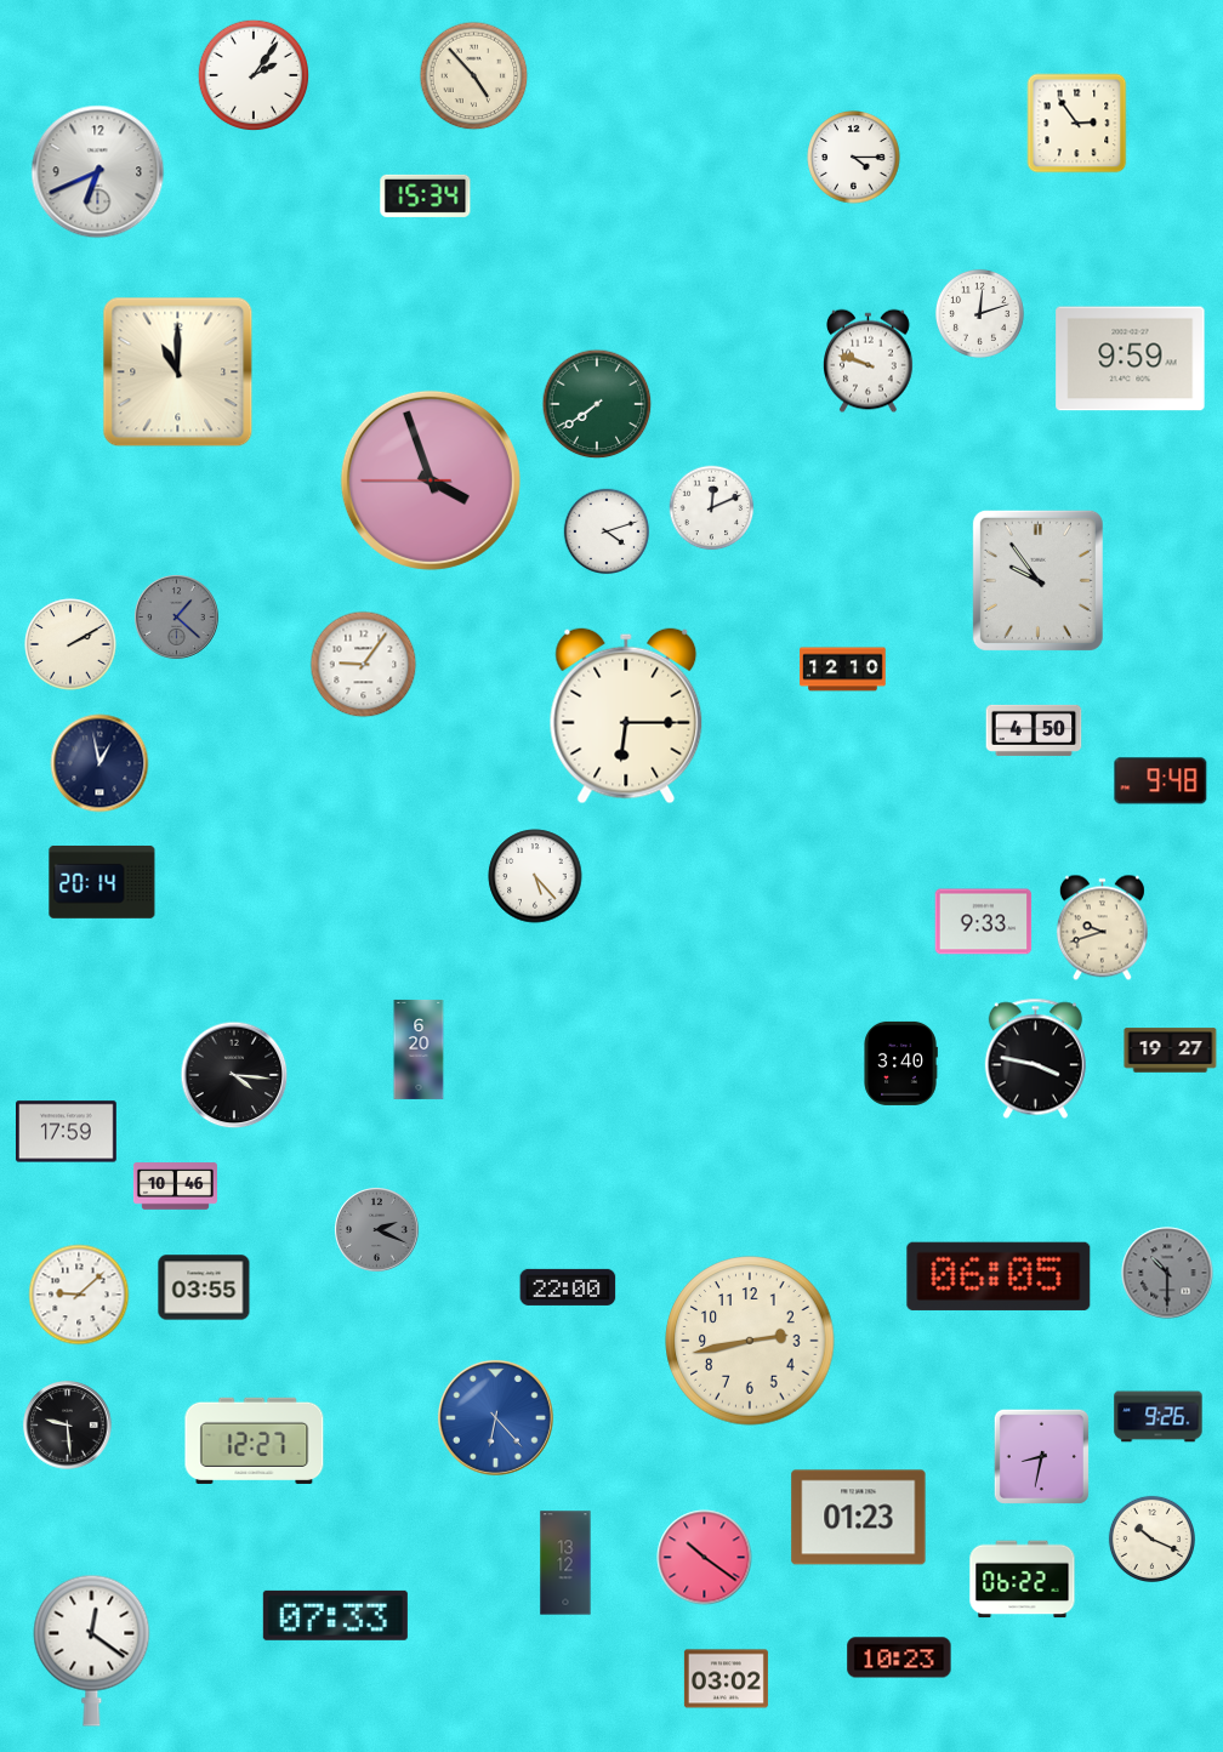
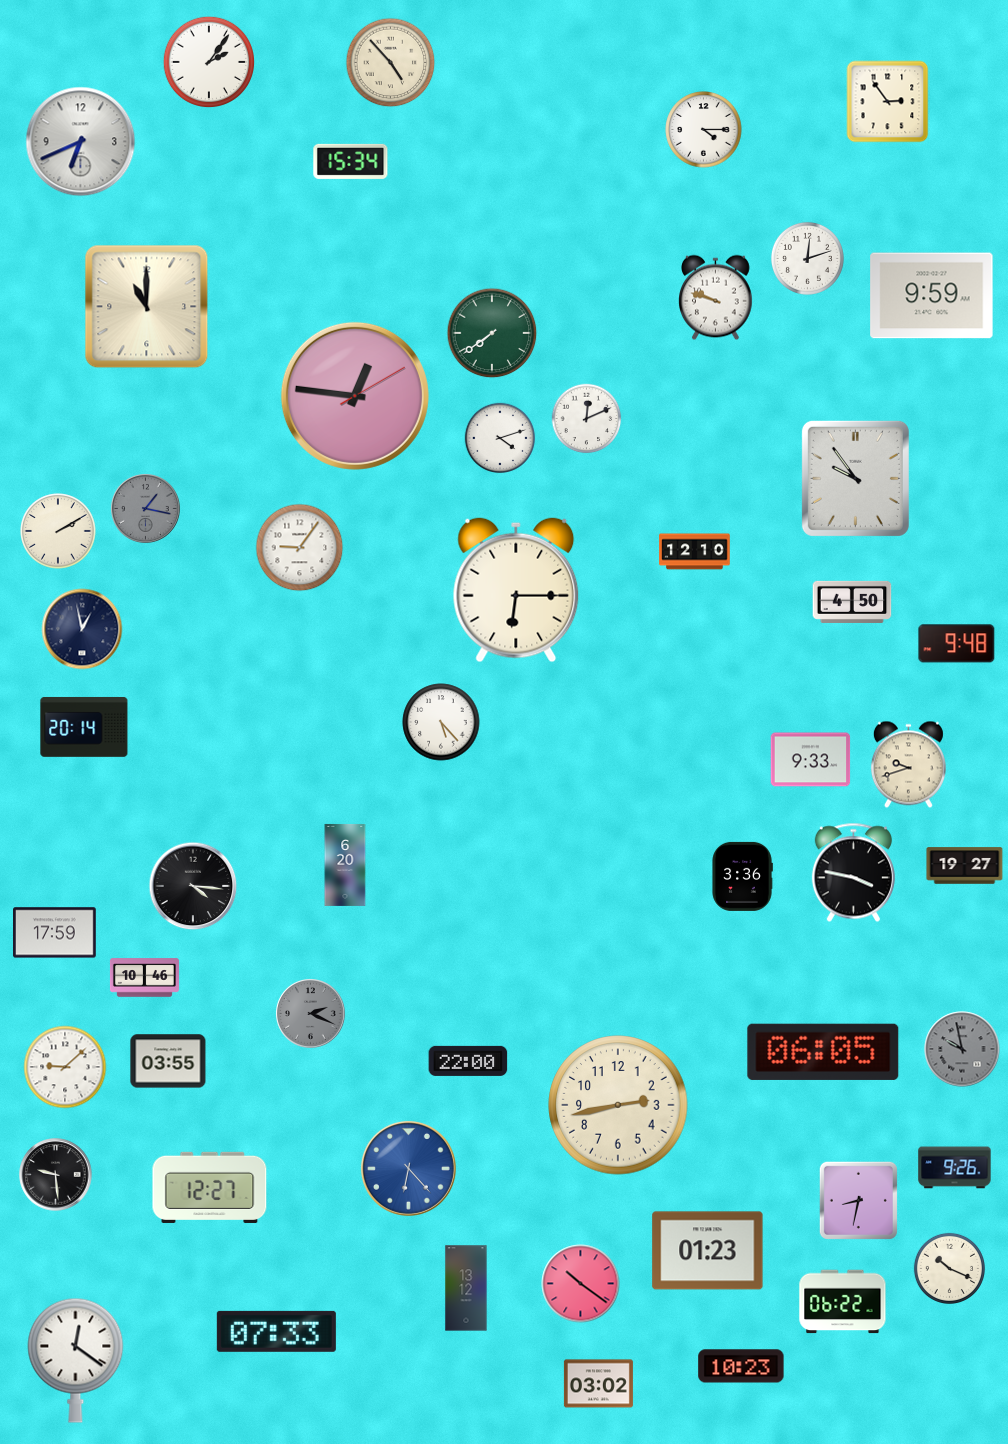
clock at (431, 480): 3:56 -> 12:46
clock at (177, 618): 1:22 -> 1:17
clock at (900, 1063): 3:40 -> 3:36
clock at (1167, 1273): 10:30 -> 9:58
